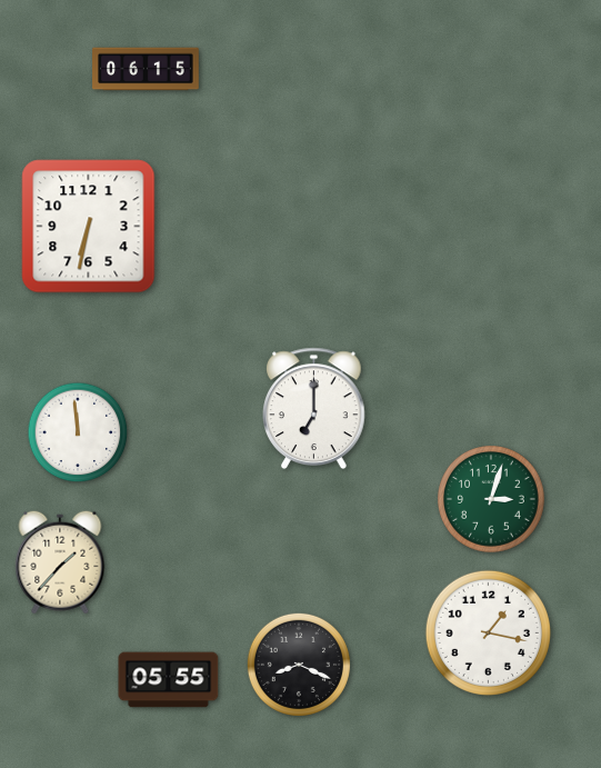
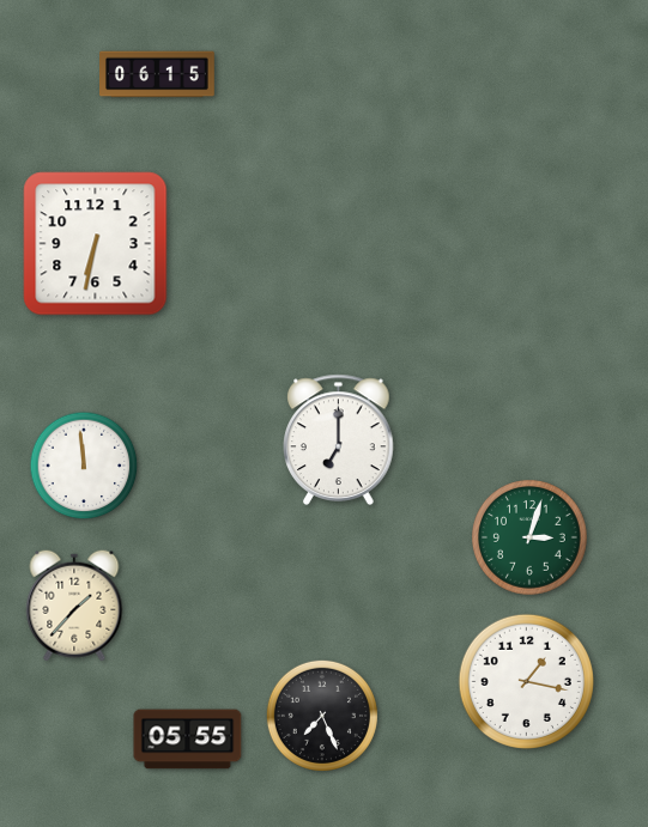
clock at (60, 562) position: (60, 562) -> (74, 606)
clock at (299, 665): 8:19 -> 7:26
clock at (169, 680) position: (169, 680) -> (188, 740)
